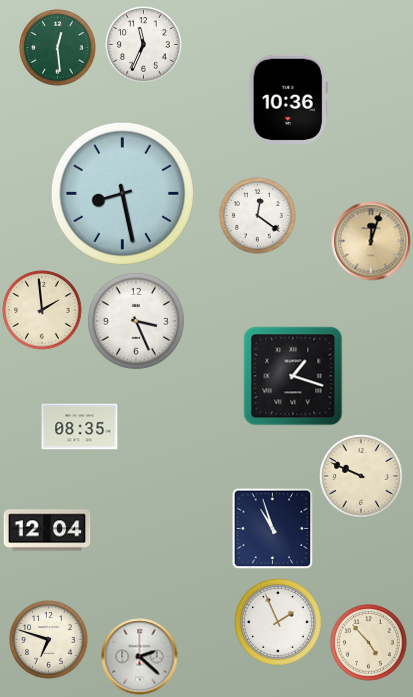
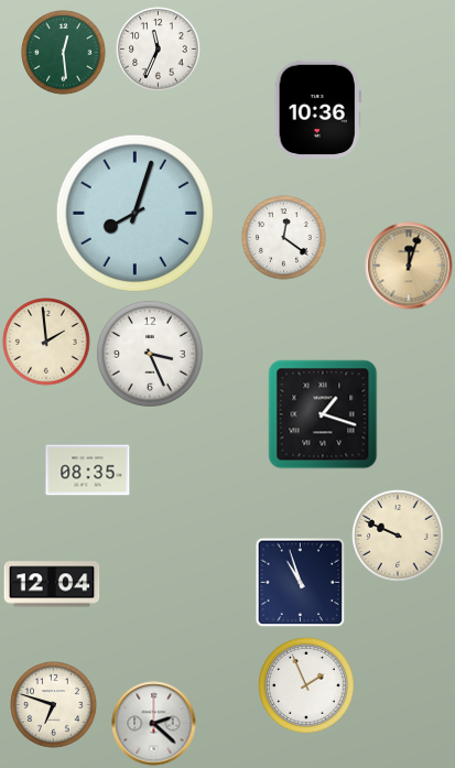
clock at (122, 193): 8:28 -> 8:03
clock at (361, 476) position: (361, 476) -> (398, 536)
clock at (369, 643): 4:53 -> none
